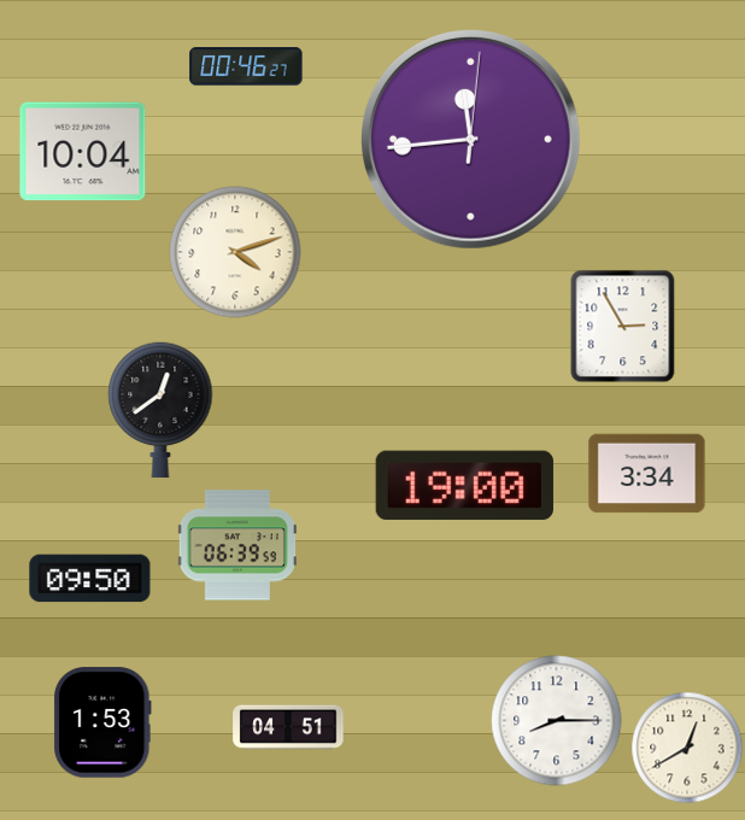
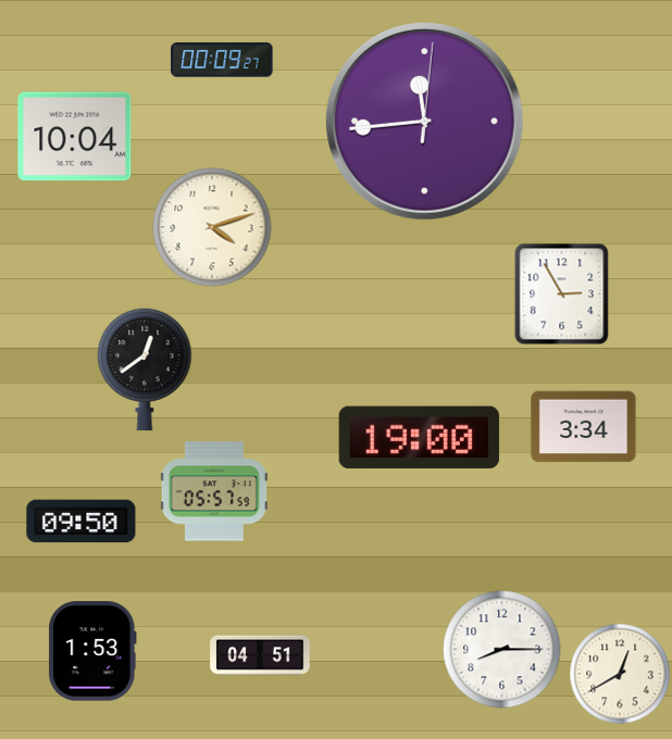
clock at (246, 66): 00:46 -> 00:09
clock at (470, 139) position: (470, 139) -> (424, 121)
clock at (237, 545): 06:39 -> 05:57
